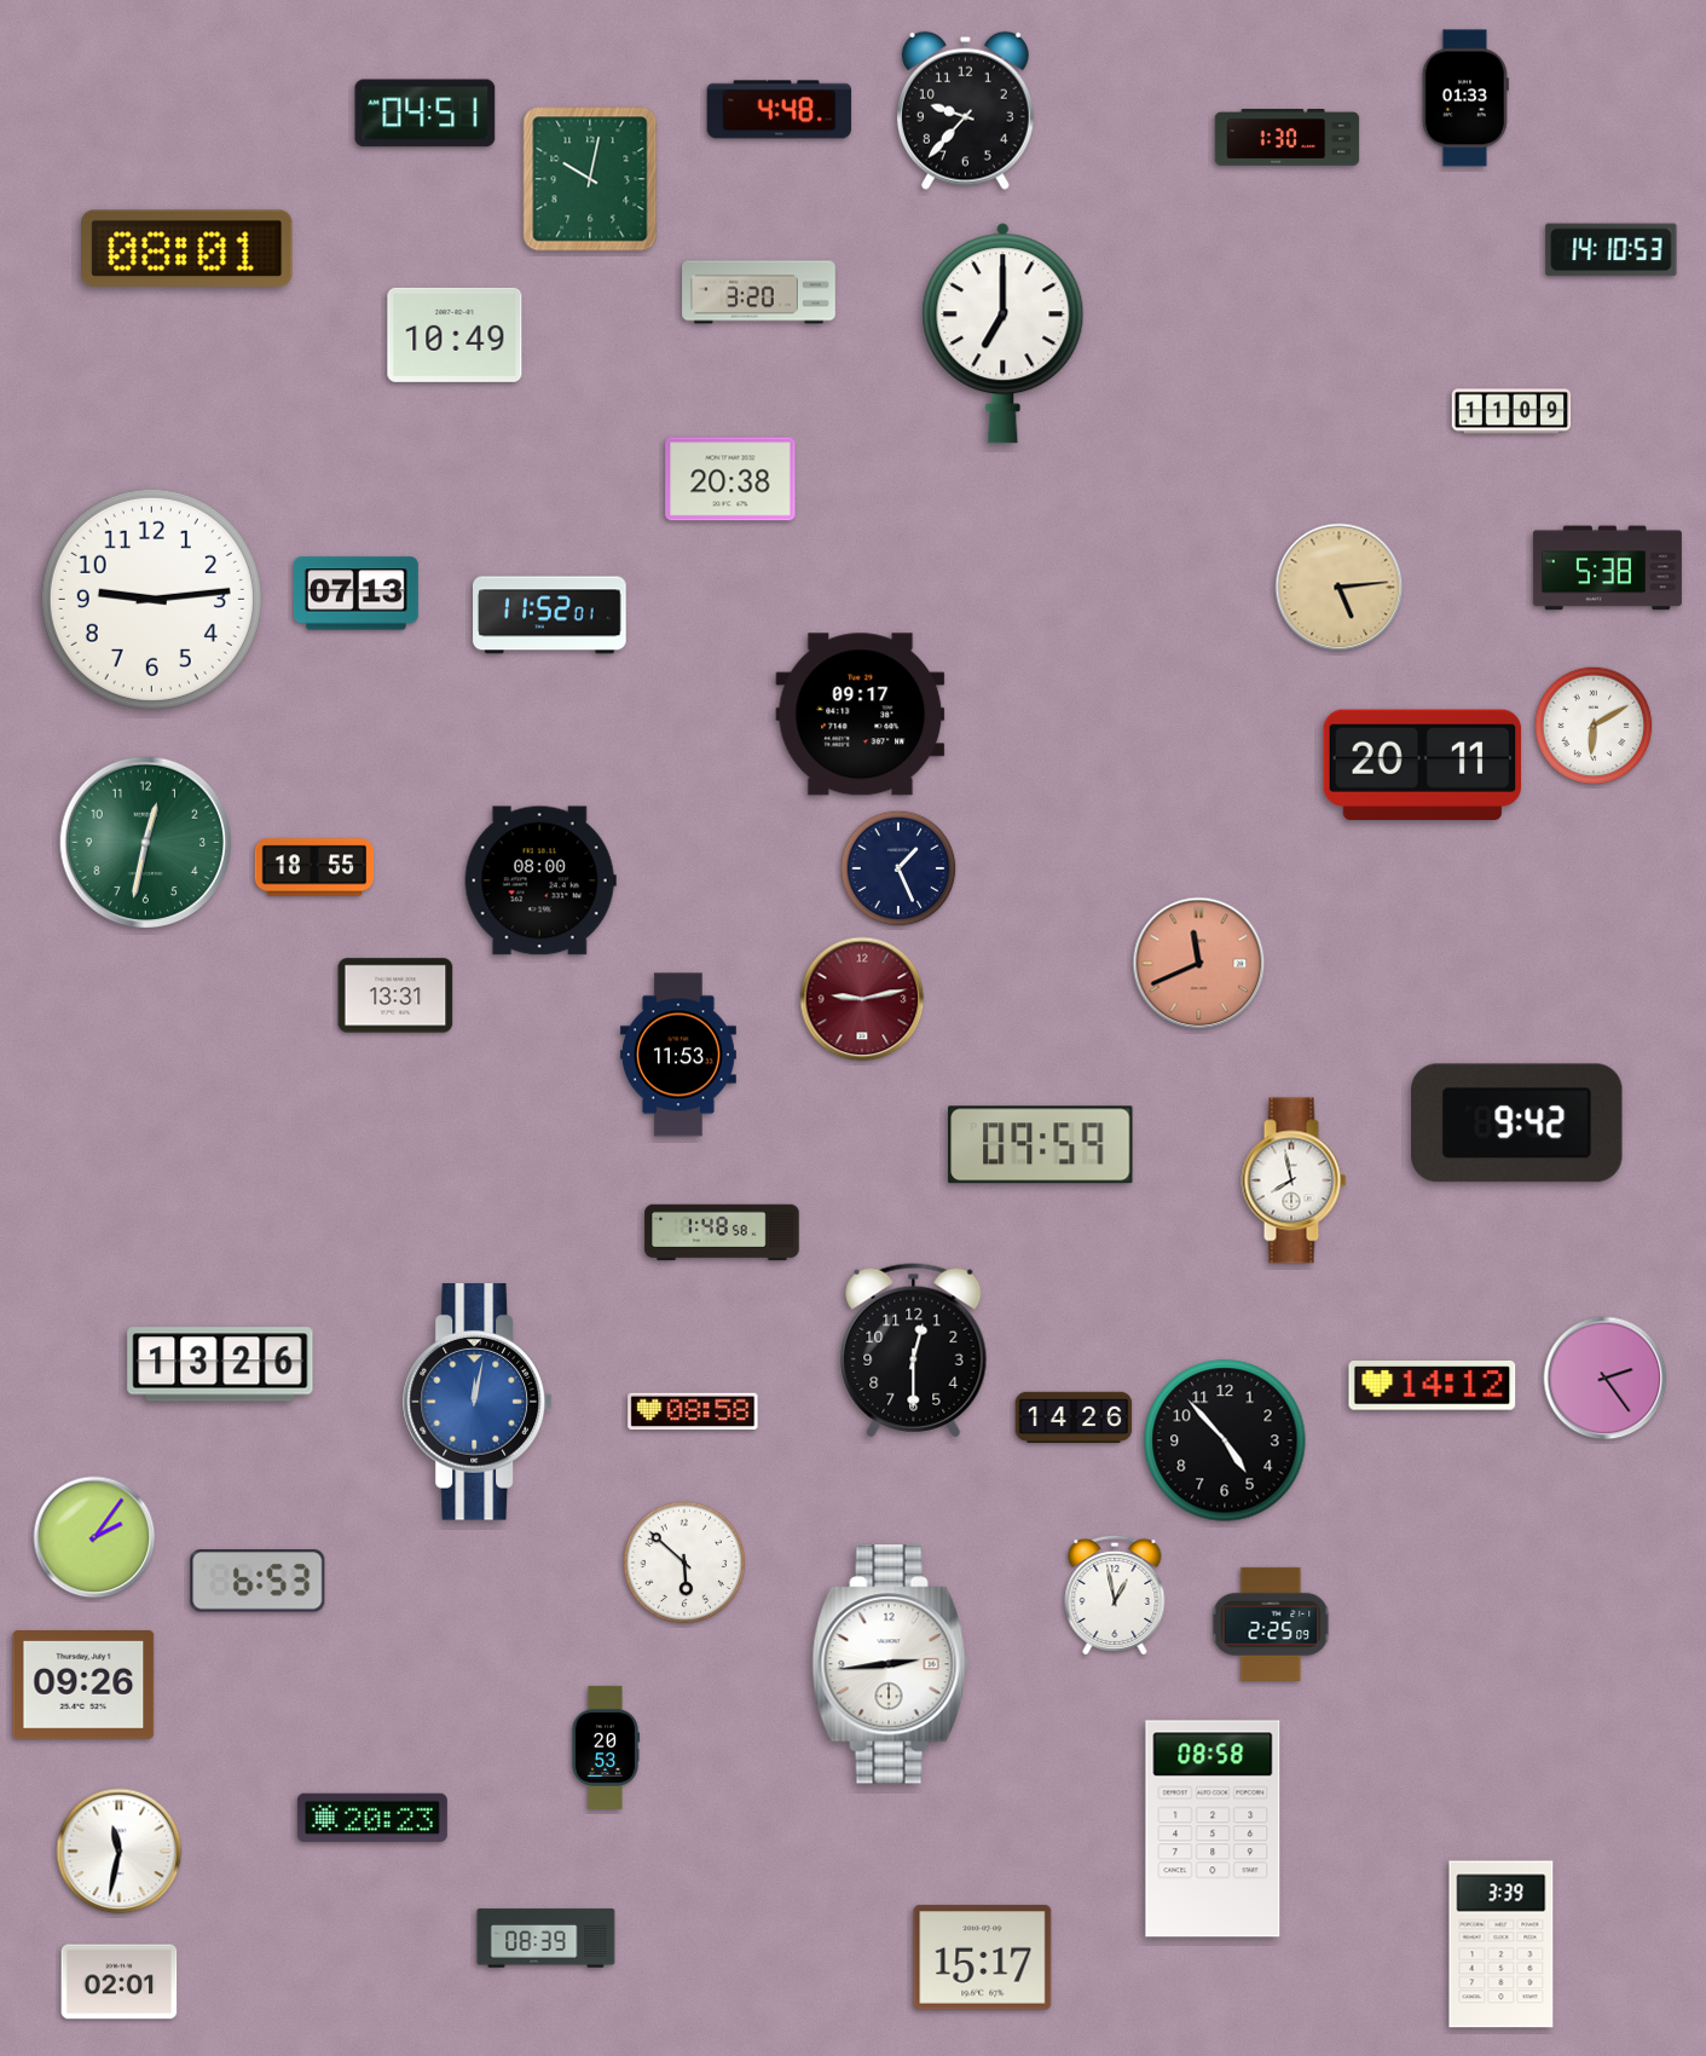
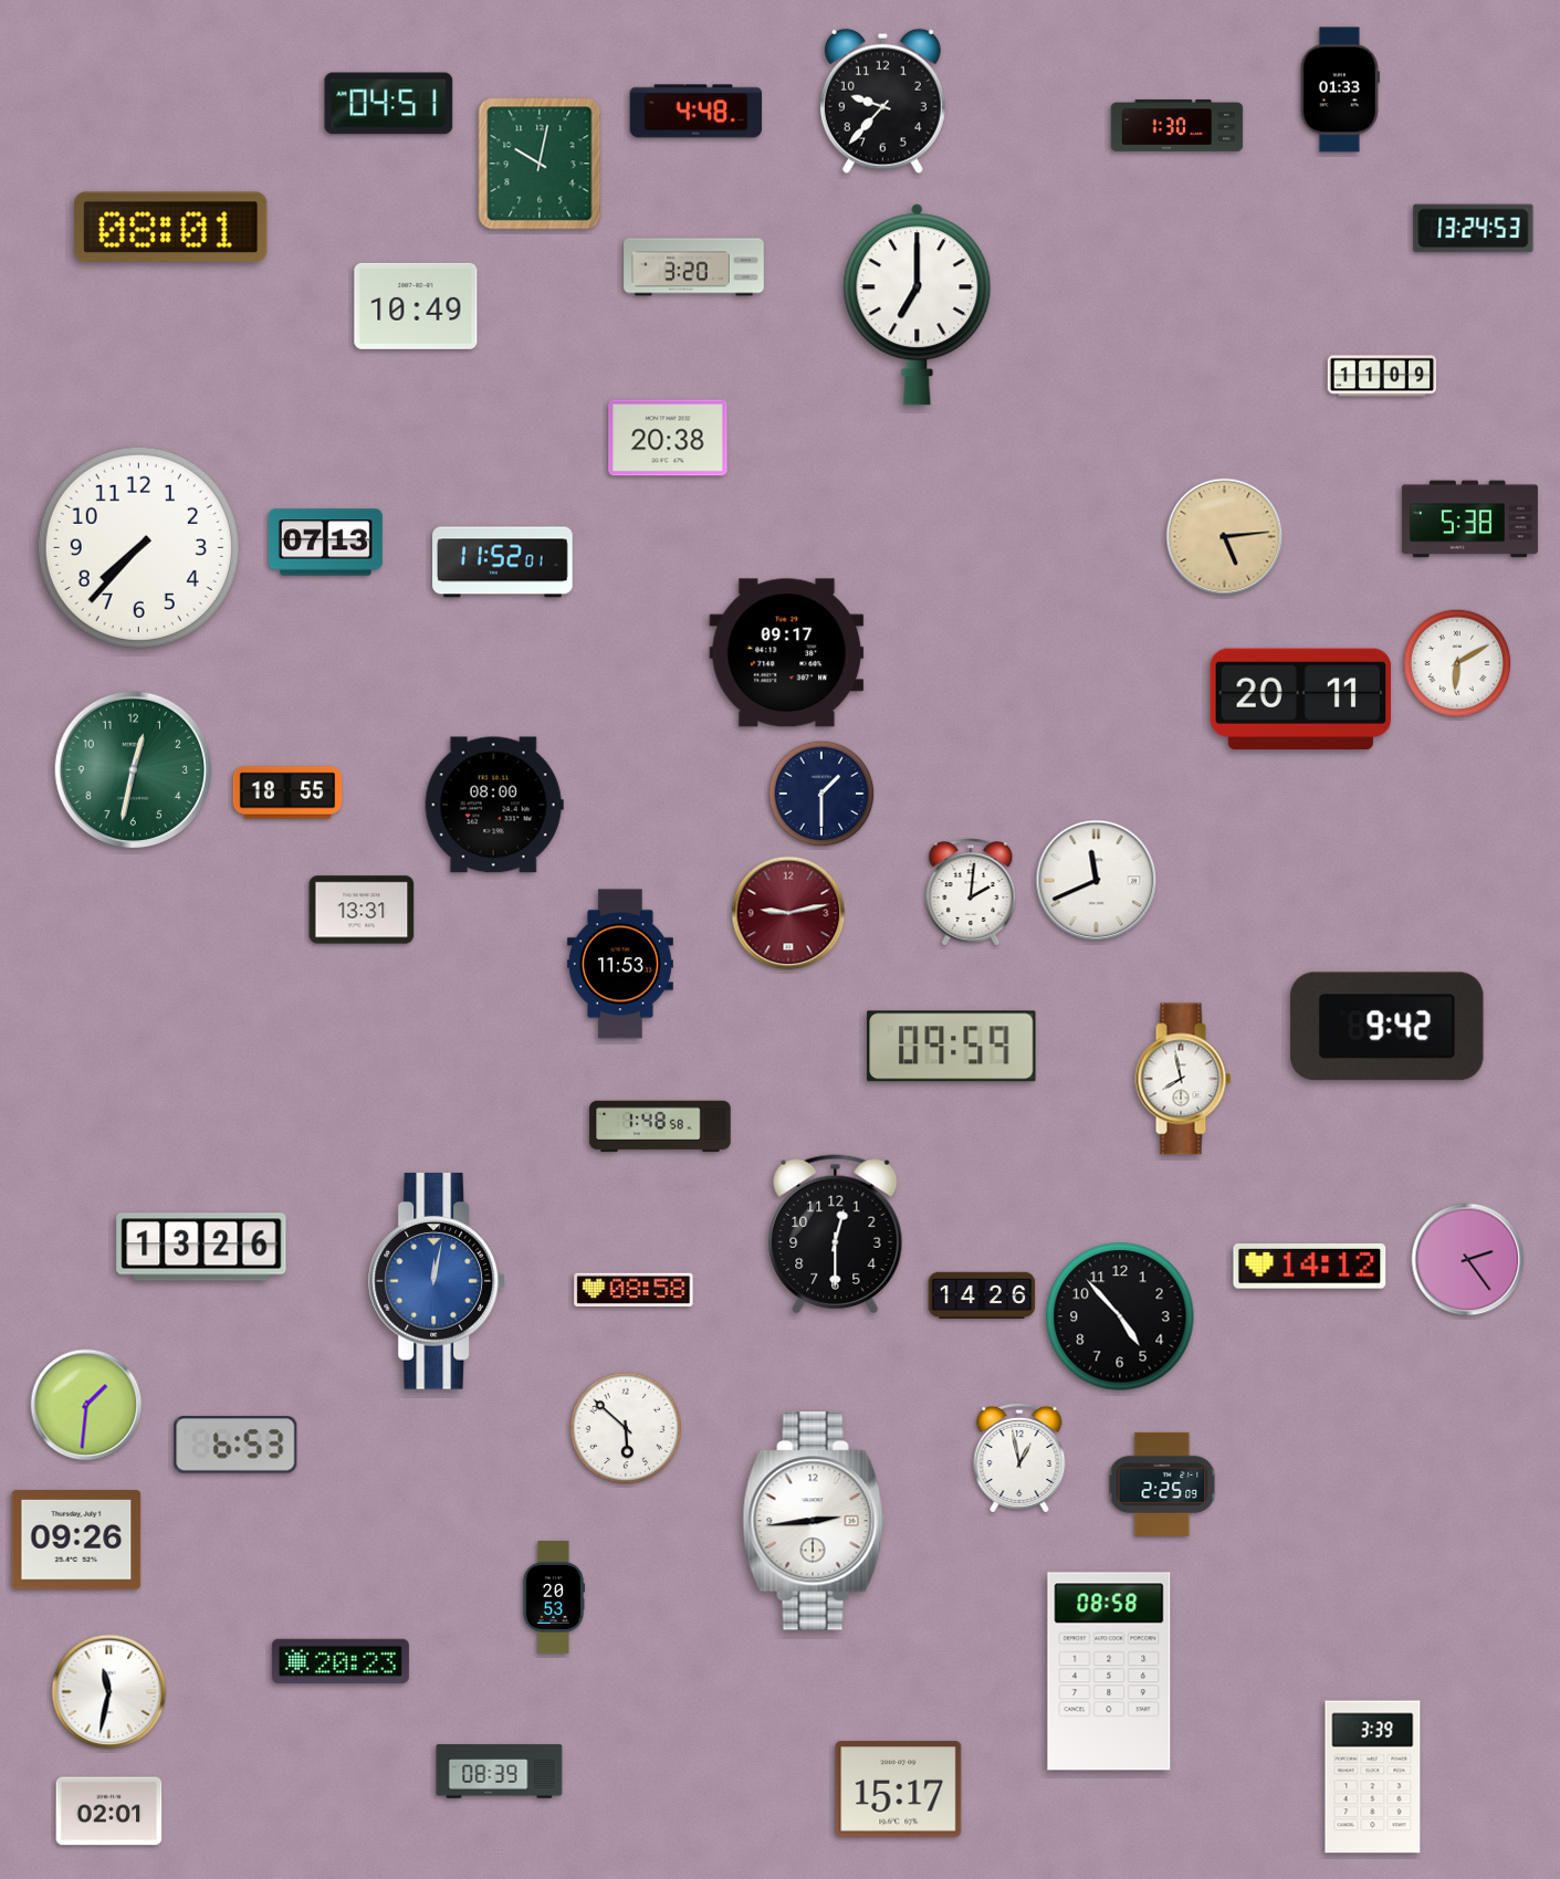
clock at (780, 110) position: (780, 110) -> (697, 112)
clock at (1612, 250): 14:10 -> 13:24
clock at (151, 599): 9:14 -> 7:37
clock at (898, 868): 1:26 -> 1:30
clock at (1199, 964) dial: salmon -> white
clock at (971, 892): none -> 2:01
clock at (94, 1537): 2:06 -> 1:31
